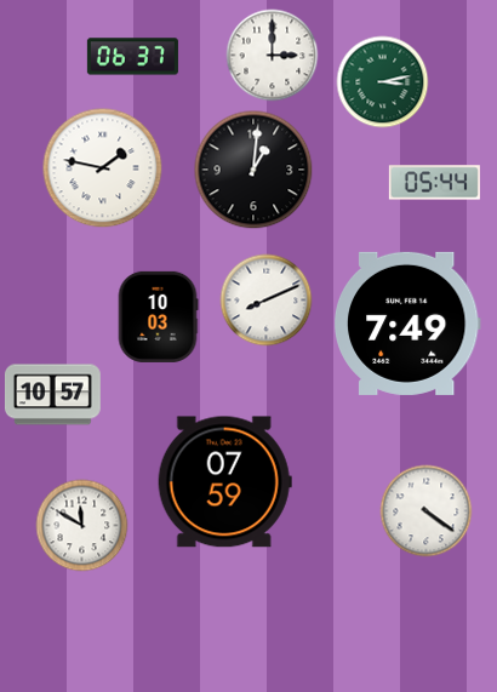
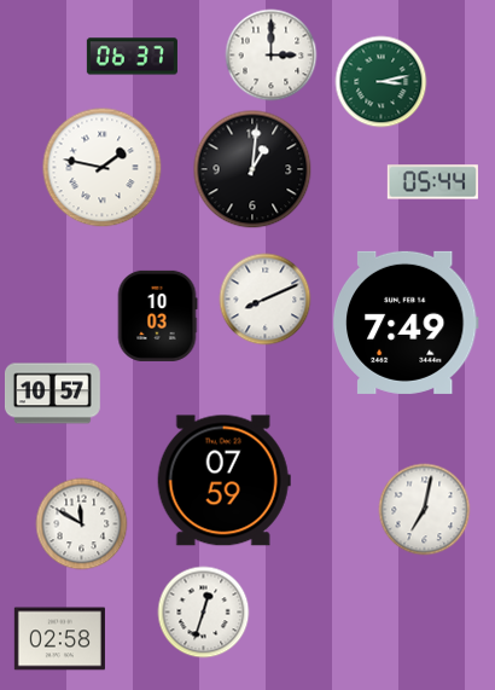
clock at (427, 511): 4:21 -> 7:02
clock at (204, 613): none -> 12:33
clock at (59, 639): none -> 02:58
